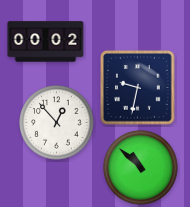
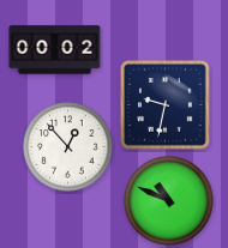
clock at (141, 168): 10:52 -> 10:49
